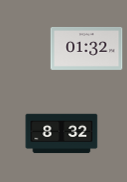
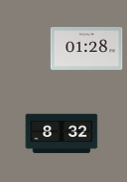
clock at (87, 48): 01:32 -> 01:28
